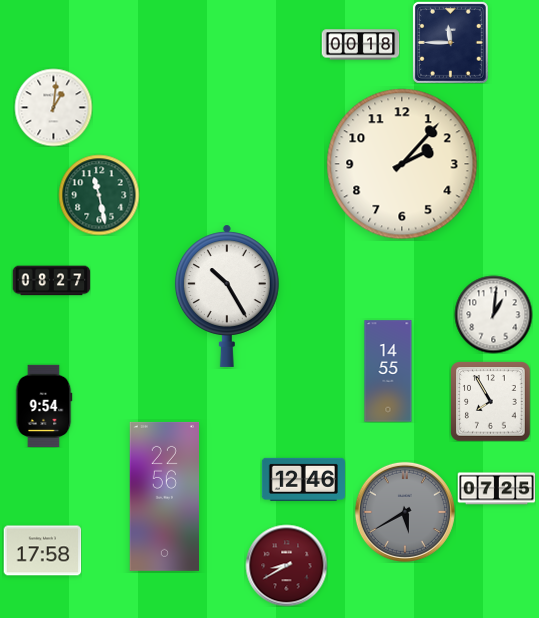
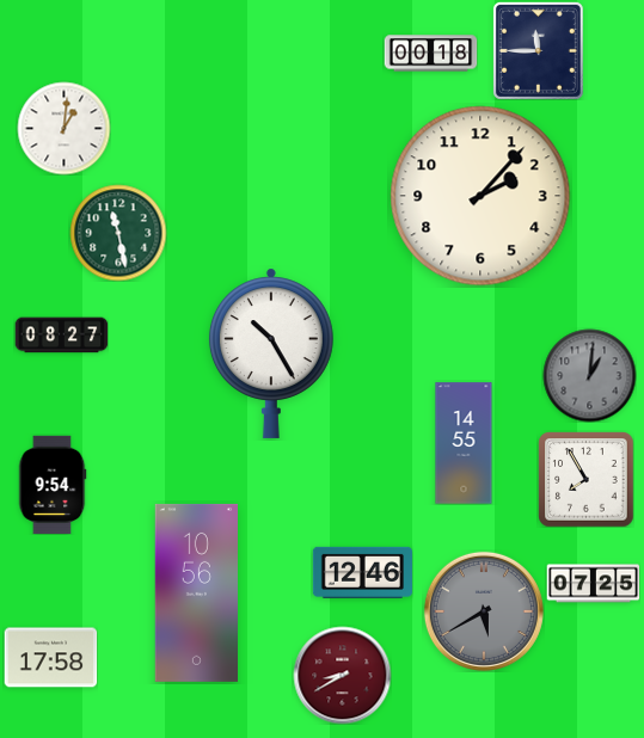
clock at (493, 314) dial: white -> grey
clock at (164, 496): 22:56 -> 10:56
